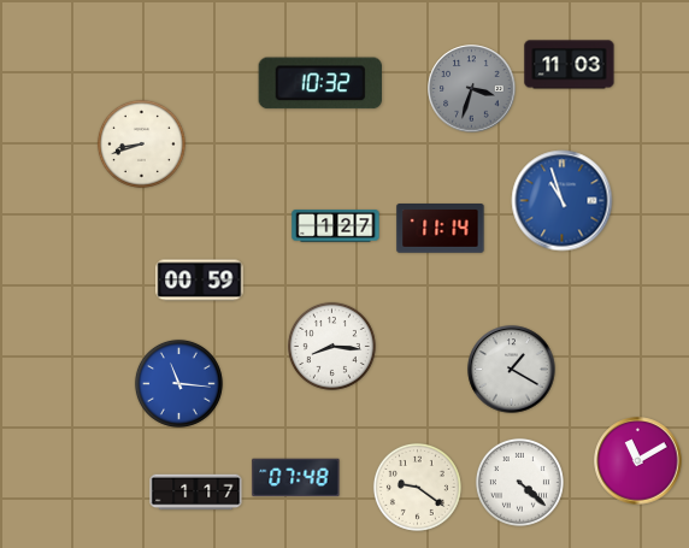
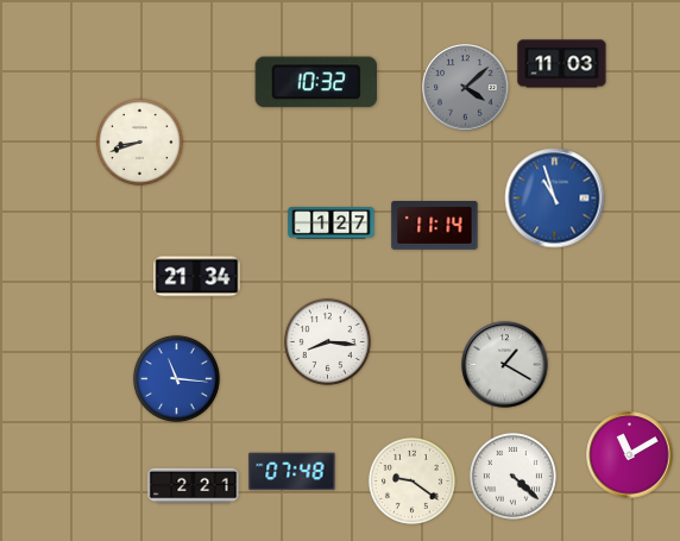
clock at (472, 89): 3:33 -> 4:08
clock at (200, 281): 00:59 -> 21:34
clock at (196, 493): 1:17 -> 2:21
